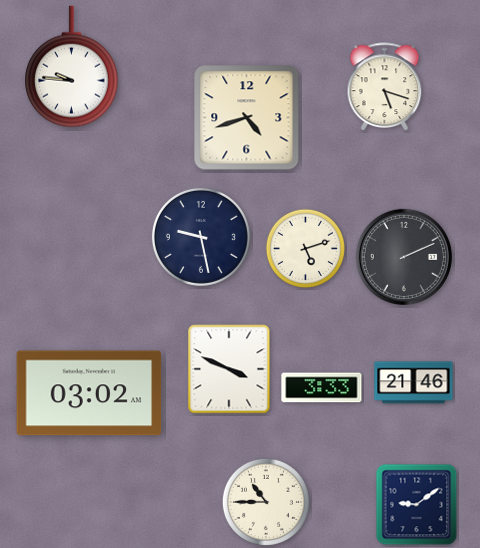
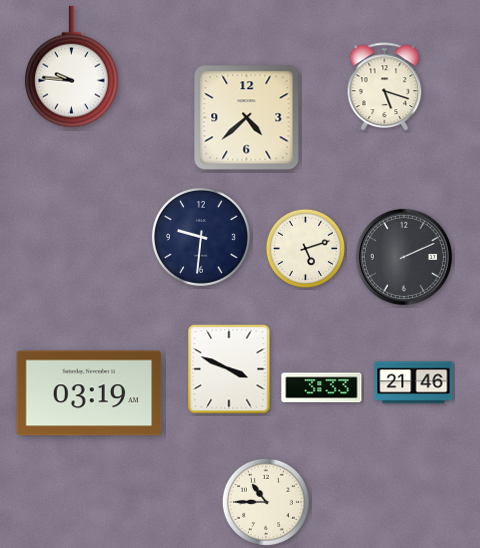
clock at (247, 118): 4:42 -> 4:38
clock at (201, 237): 9:28 -> 9:31
clock at (89, 393): 03:02 -> 03:19
clock at (417, 505): 9:09 -> none
